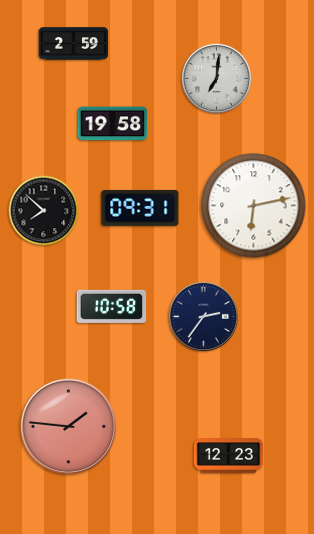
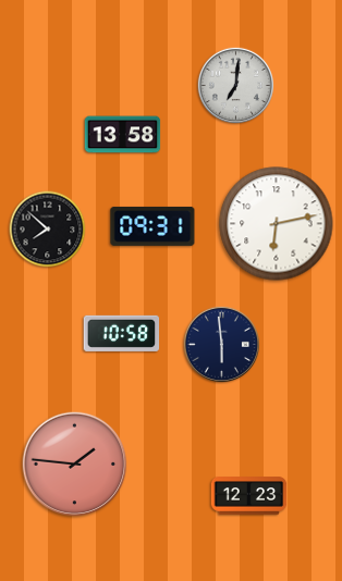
clock at (74, 44): 2:59 -> none
clock at (113, 124): 19:58 -> 13:58
clock at (203, 316): 2:36 -> 5:59
